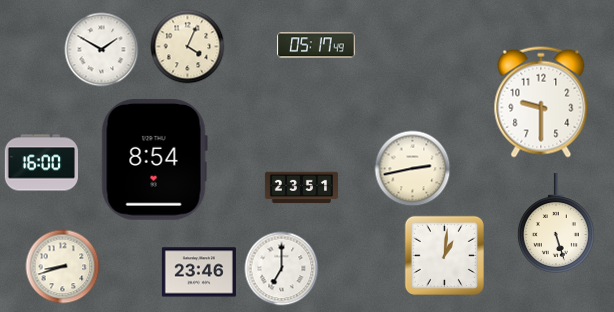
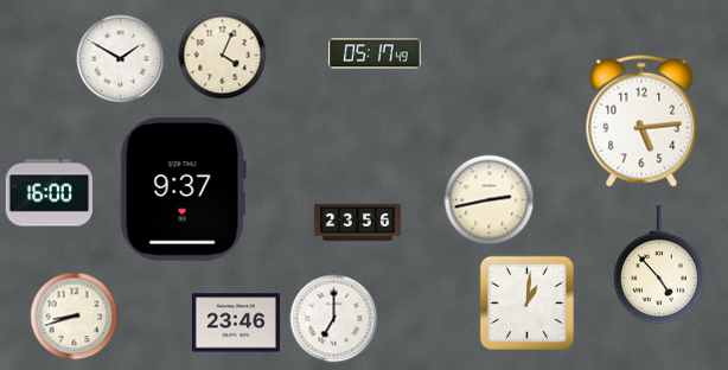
clock at (541, 102): 9:30 -> 5:14
clock at (154, 160): 8:54 -> 9:37
clock at (302, 188): 23:51 -> 23:56
clock at (556, 223): 5:27 -> 4:53
